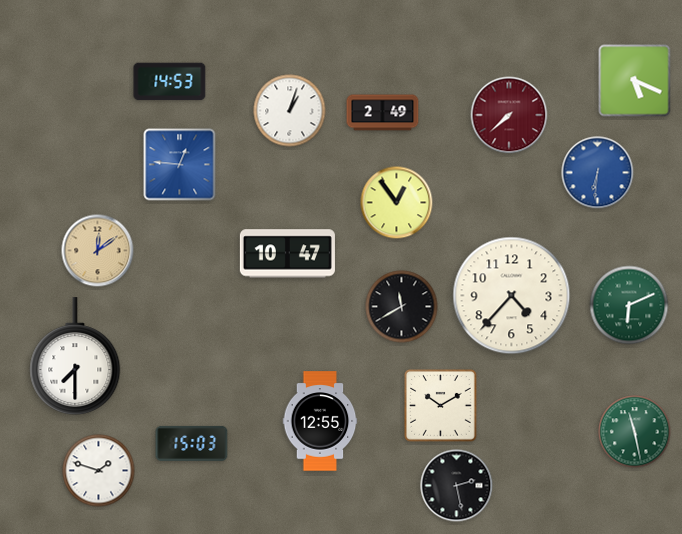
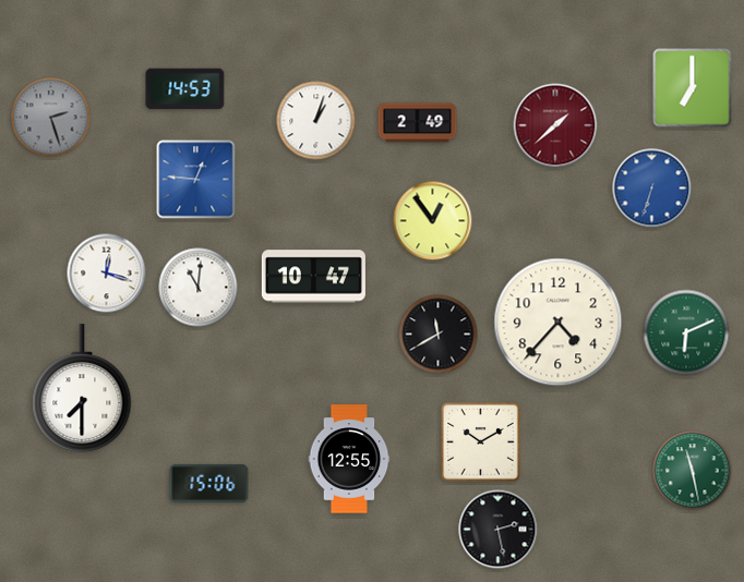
clock at (635, 81): 5:19 -> 7:00
clock at (51, 118): none -> 2:27
clock at (509, 115): 7:38 -> 1:38
clock at (598, 173): 6:31 -> 6:33
clock at (98, 251): 12:09 -> 12:18
clock at (98, 251) dial: champagne -> white
clock at (199, 288): none -> 11:01
clock at (192, 443): 15:03 -> 15:06
clock at (99, 471): 1:48 -> none
